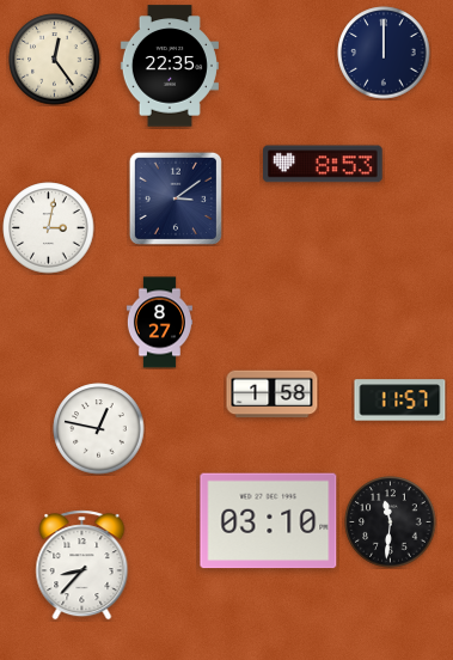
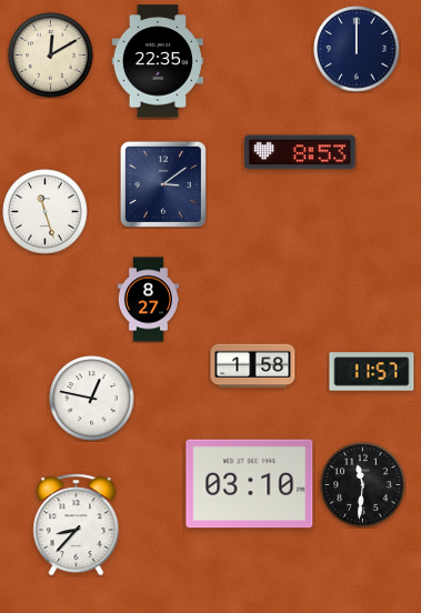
clock at (55, 60): 12:24 -> 12:10
clock at (49, 228): 3:02 -> 11:27
